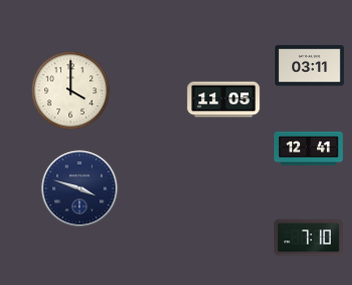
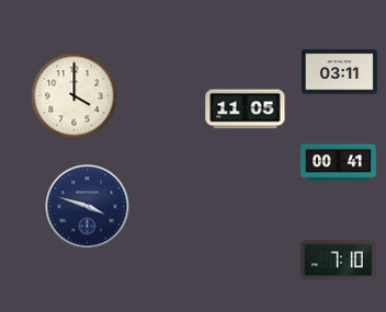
clock at (71, 91) position: (71, 91) -> (75, 96)
clock at (309, 149): 12:41 -> 00:41
